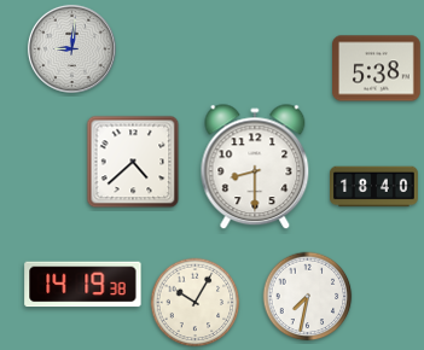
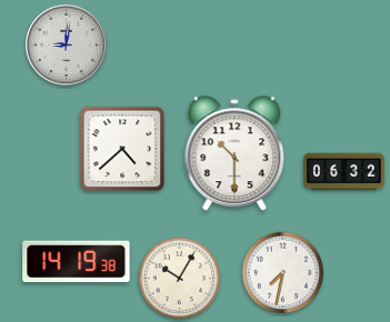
clock at (377, 69): 5:38 -> none
clock at (255, 168): 8:30 -> 10:30
clock at (374, 187): 18:40 -> 06:32
